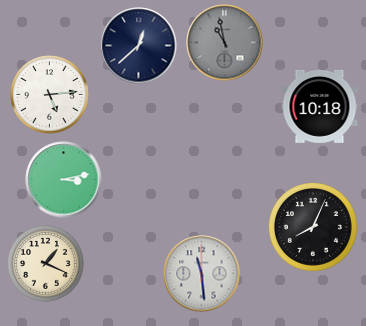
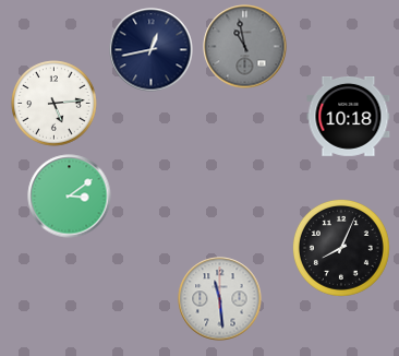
clock at (139, 46): 12:38 -> 12:43
clock at (64, 180): 3:13 -> 3:09
clock at (46, 264): 1:19 -> none
